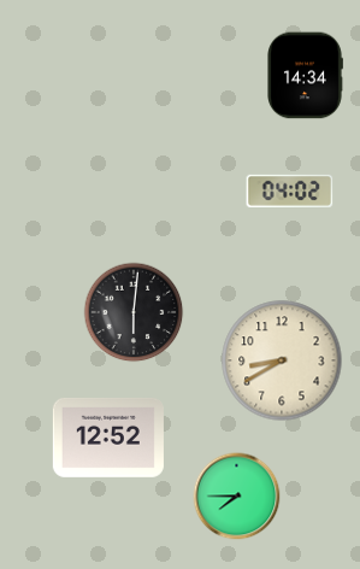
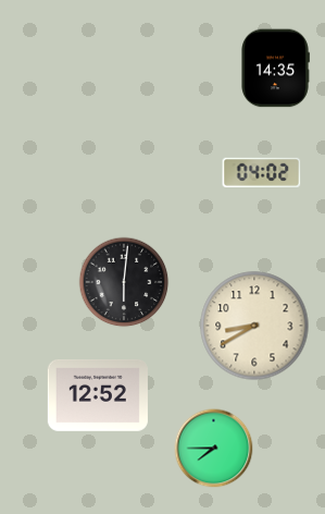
clock at (305, 76): 14:34 -> 14:35
clock at (134, 312) position: (134, 312) -> (124, 282)
